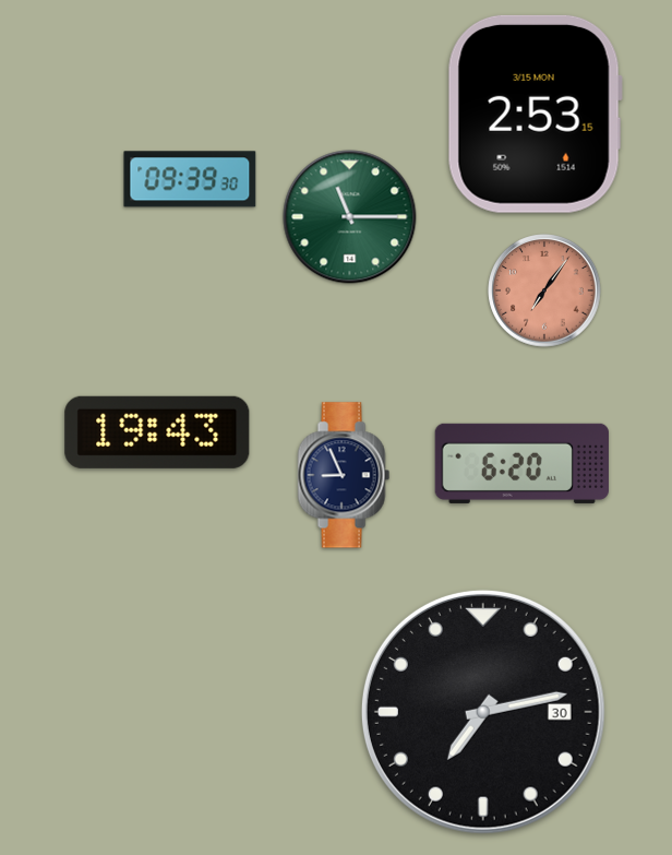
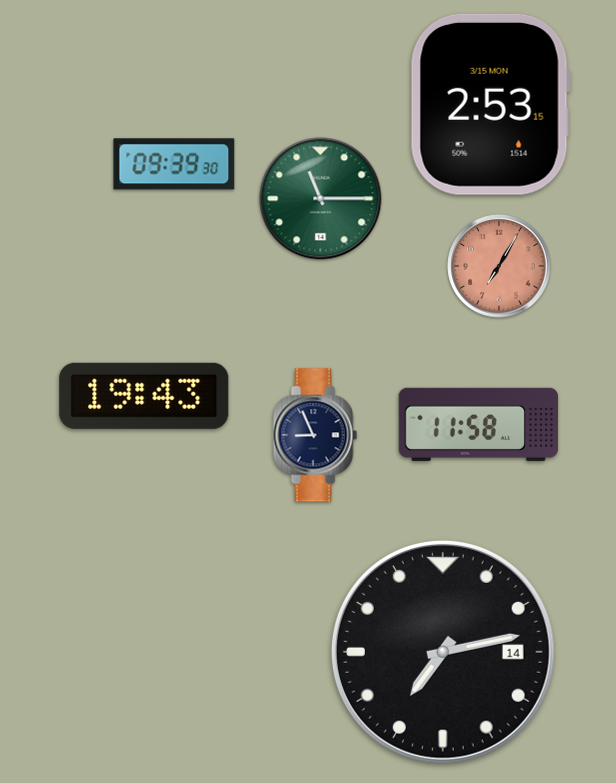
clock at (544, 290): 7:06 -> 7:05
clock at (521, 463): 6:20 -> 11:58
clock at (483, 712) date: 30 -> 14
